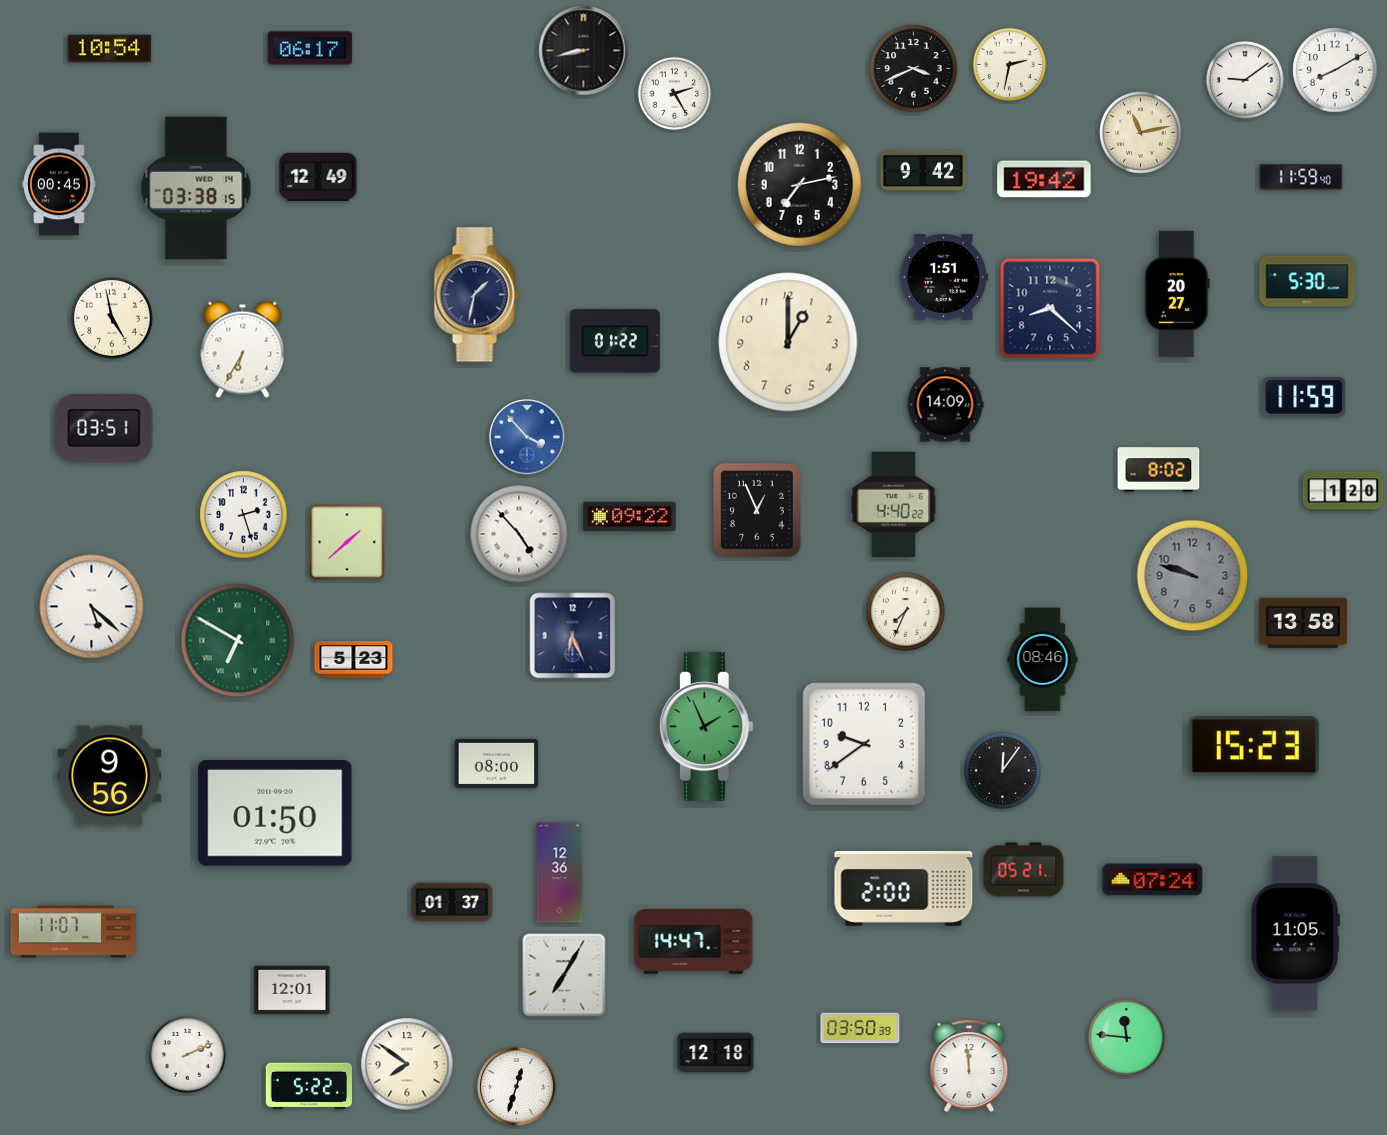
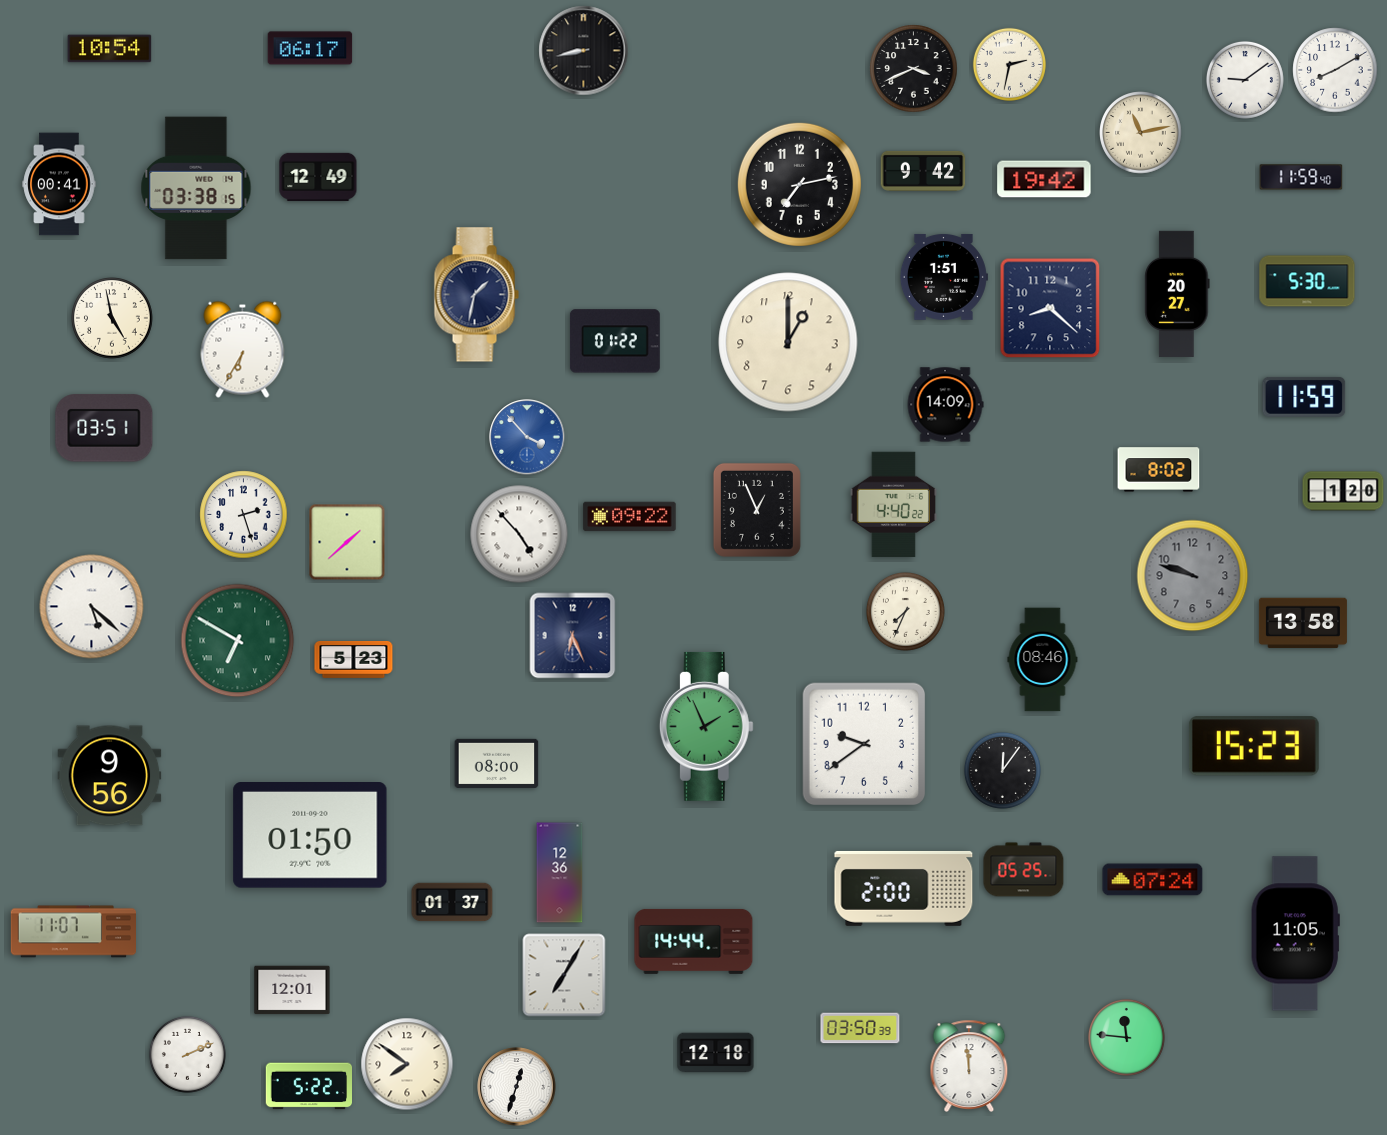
clock at (674, 93): 2:25 -> none
clock at (59, 184): 00:45 -> 00:41
clock at (275, 814) position: (275, 814) -> (310, 836)
clock at (1024, 870): 05:21 -> 05:25
clock at (694, 941): 14:47 -> 14:44
